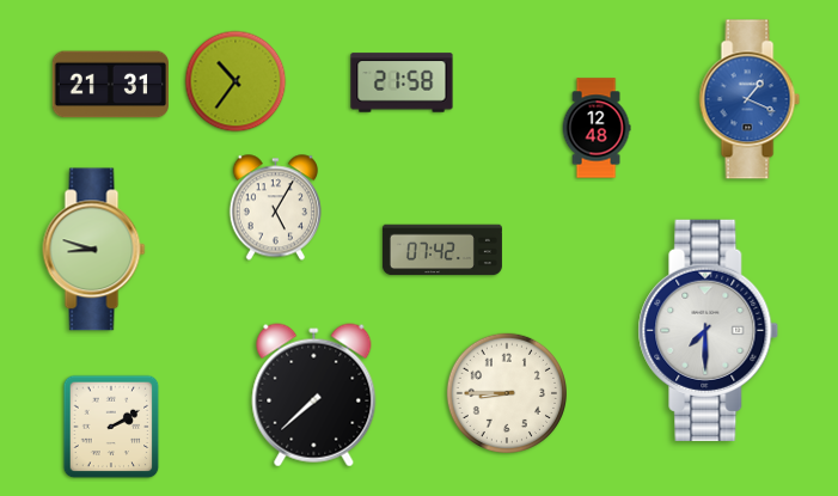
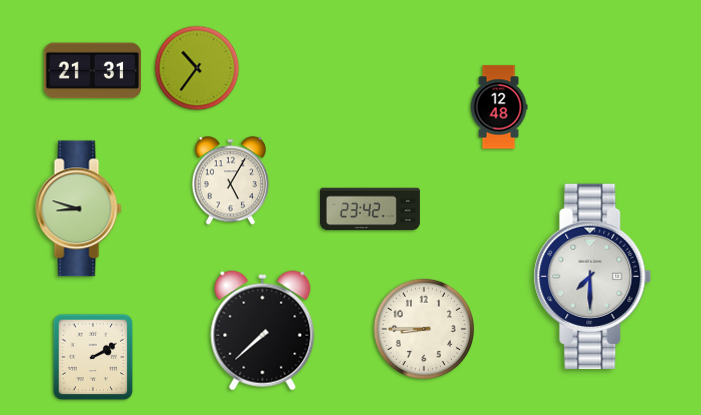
clock at (402, 82): 21:58 -> none
clock at (750, 99): 1:19 -> none
clock at (275, 208) position: (275, 208) -> (230, 181)
clock at (442, 250): 07:42 -> 23:42
